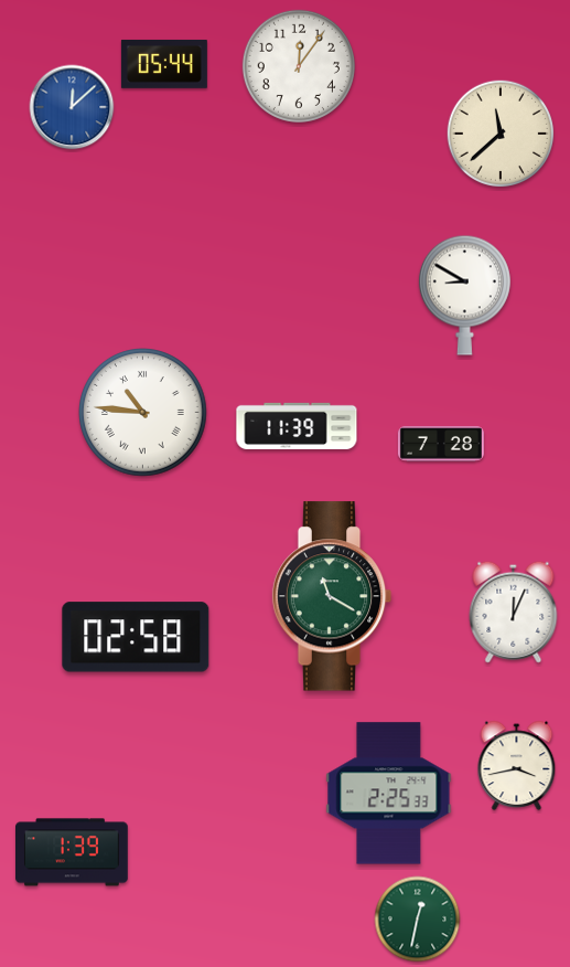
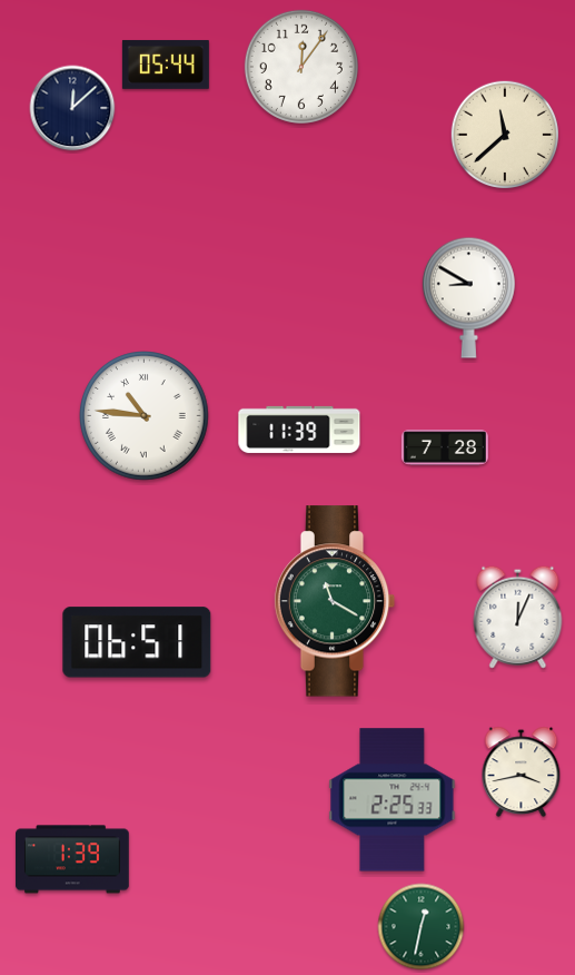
clock at (72, 107) dial: blue -> navy
clock at (136, 637): 02:58 -> 06:51
